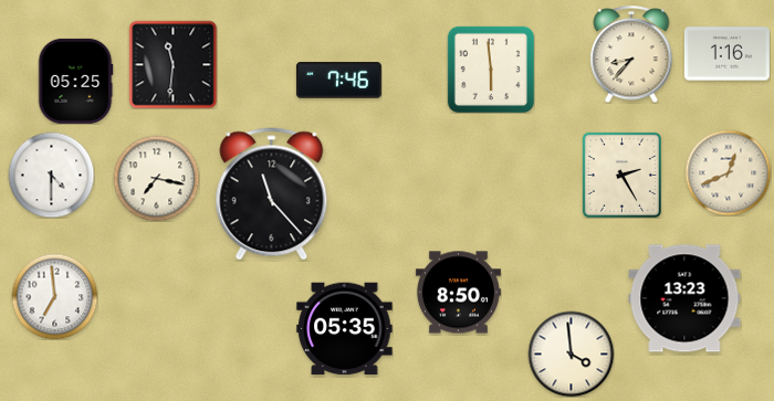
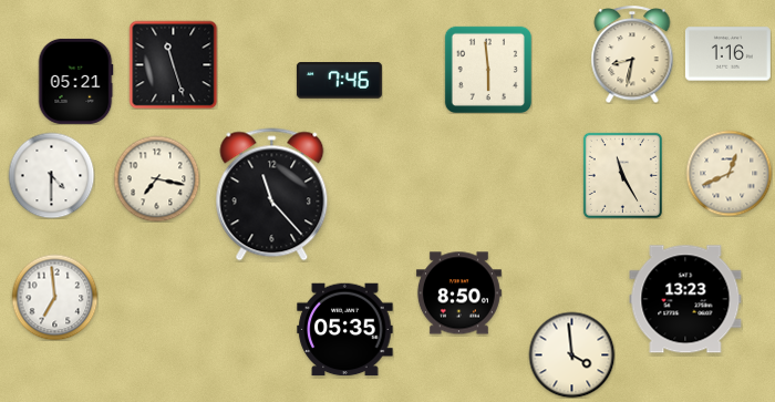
clock at (631, 54): 8:37 -> 8:32
clock at (172, 64): 11:31 -> 11:27
clock at (490, 68) position: (490, 68) -> (487, 69)
clock at (75, 81): 05:25 -> 05:21
clock at (621, 175): 2:25 -> 11:25
